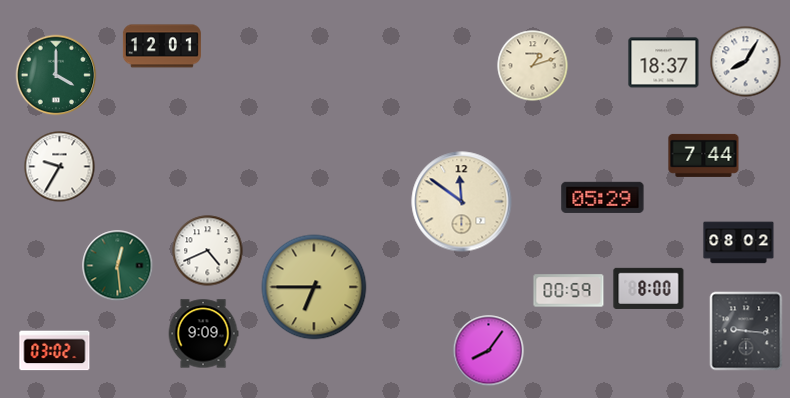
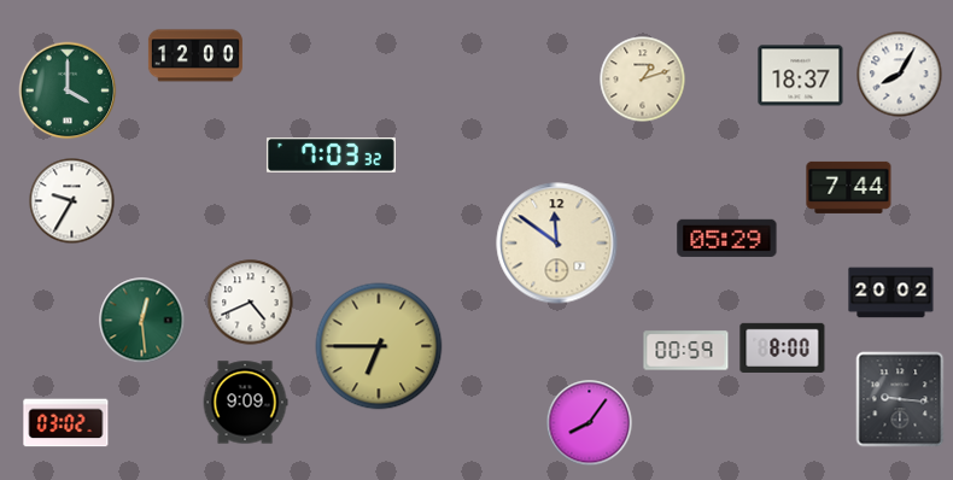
clock at (162, 46): 12:01 -> 12:00
clock at (331, 156): none -> 7:03
clock at (739, 243): 08:02 -> 20:02
